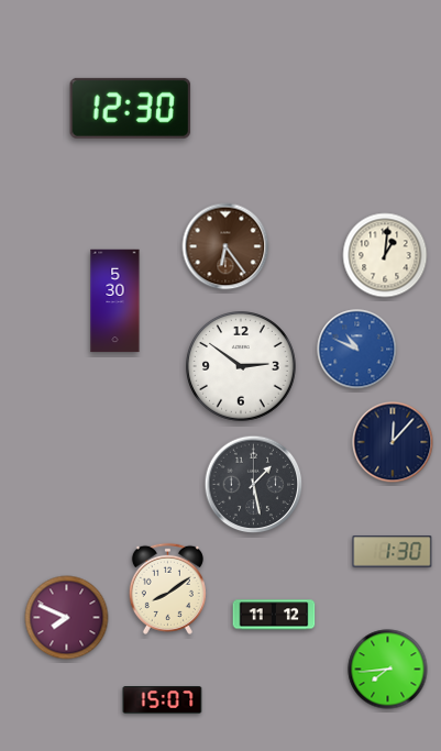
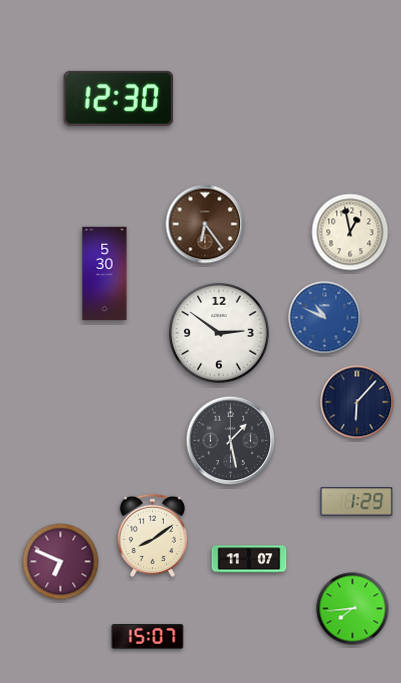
clock at (385, 255): 1:01 -> 12:58
clock at (393, 442): 12:07 -> 6:07
clock at (393, 552): 1:30 -> 1:29
clock at (274, 615): 11:12 -> 11:07
clock at (67, 618): 7:49 -> 6:49
